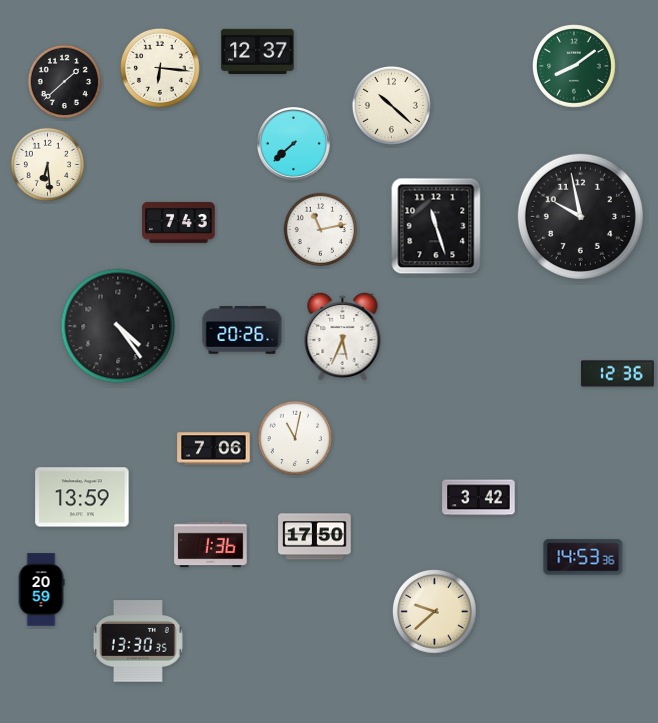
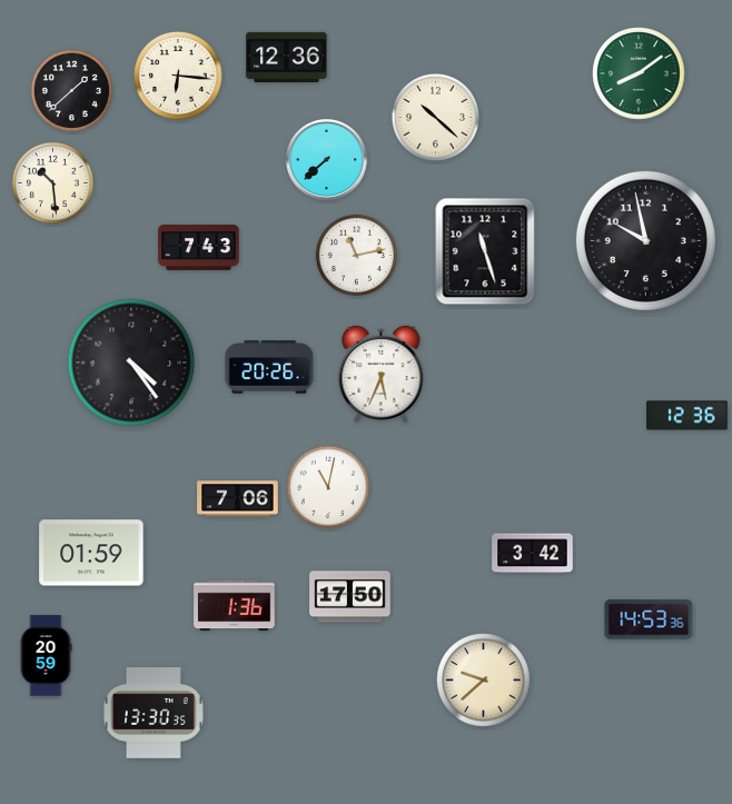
clock at (258, 51): 12:37 -> 12:36
clock at (47, 164): 6:29 -> 10:29
clock at (82, 497): 13:59 -> 01:59
